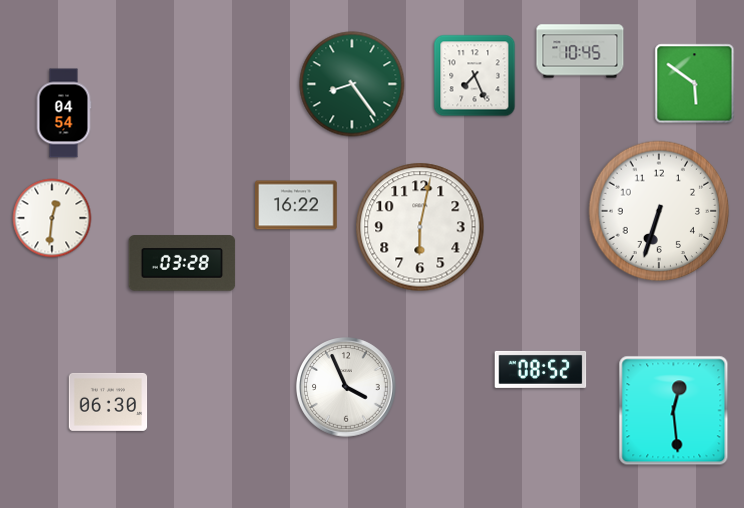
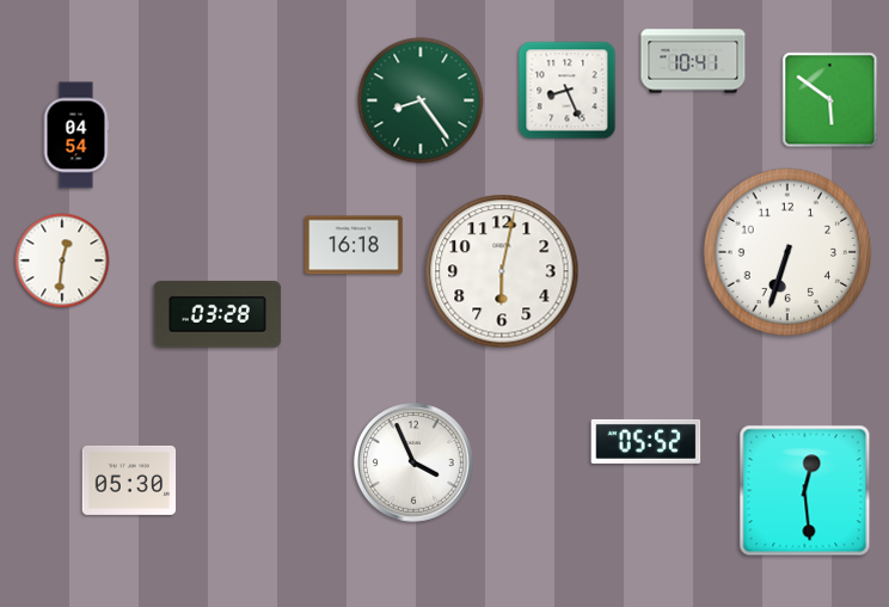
clock at (580, 51): 10:45 -> 10:41
clock at (475, 76): 7:26 -> 8:26
clock at (296, 205): 16:22 -> 16:18
clock at (541, 369): 08:52 -> 05:52
clock at (108, 402): 06:30 -> 05:30
